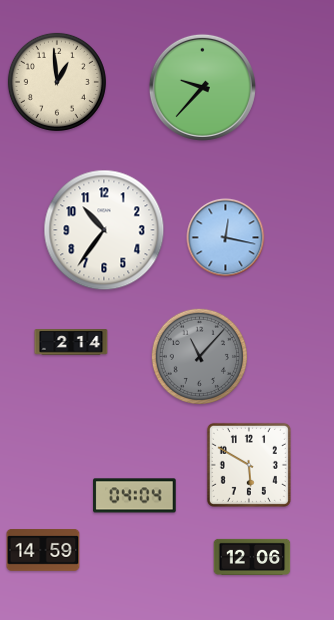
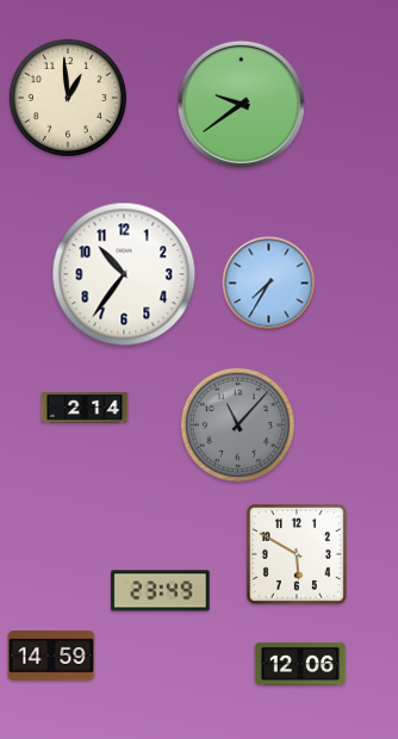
clock at (202, 87): 9:37 -> 9:39
clock at (226, 238): 12:17 -> 7:35
clock at (135, 496): 04:04 -> 23:49
